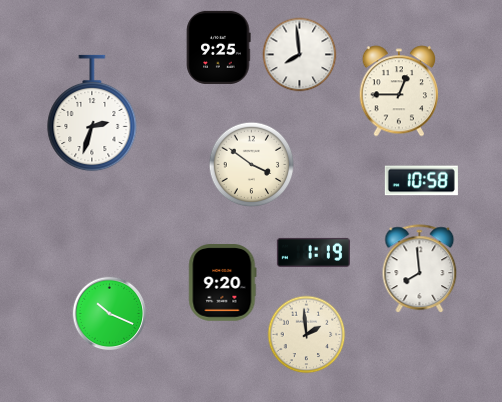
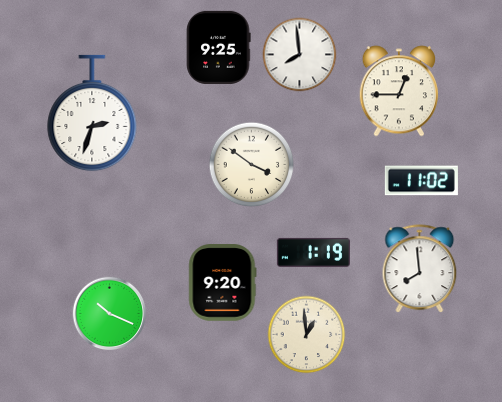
clock at (421, 181): 10:58 -> 11:02
clock at (307, 335): 1:59 -> 12:59
